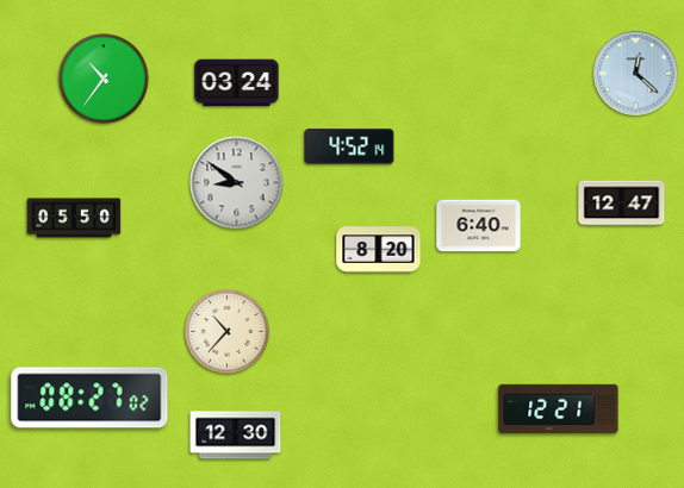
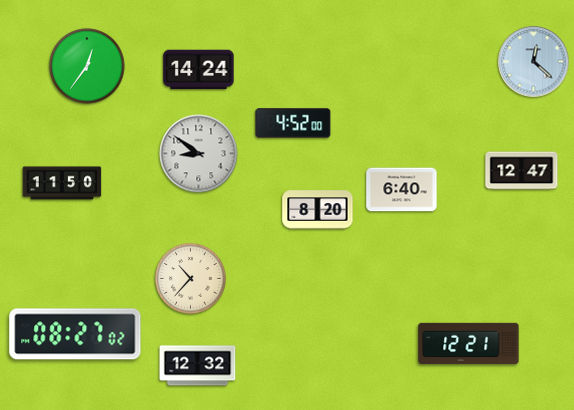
clock at (104, 79): 10:36 -> 12:36
clock at (237, 83): 03:24 -> 14:24
clock at (349, 146): 4:52:14 -> 4:52:00
clock at (74, 218): 05:50 -> 11:50
clock at (236, 436): 12:30 -> 12:32
